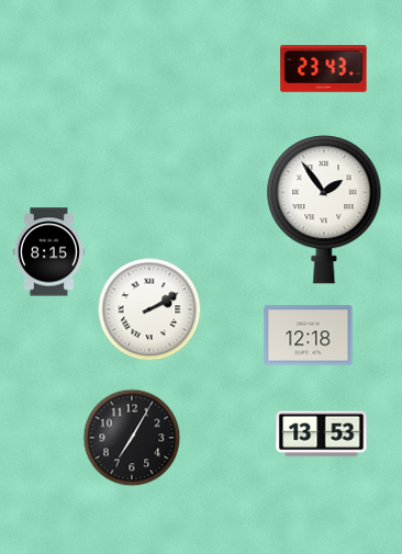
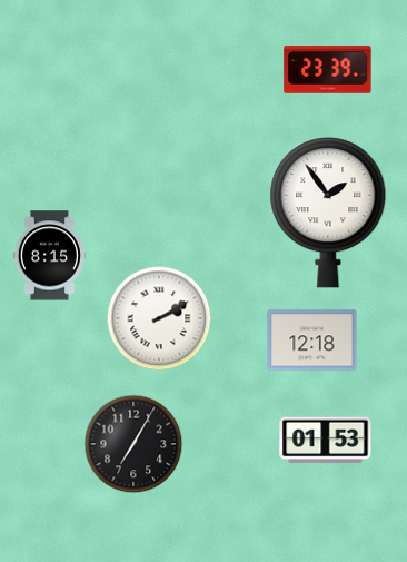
clock at (324, 69): 23:43 -> 23:39
clock at (149, 309) position: (149, 309) -> (159, 318)
clock at (322, 434): 13:53 -> 01:53
